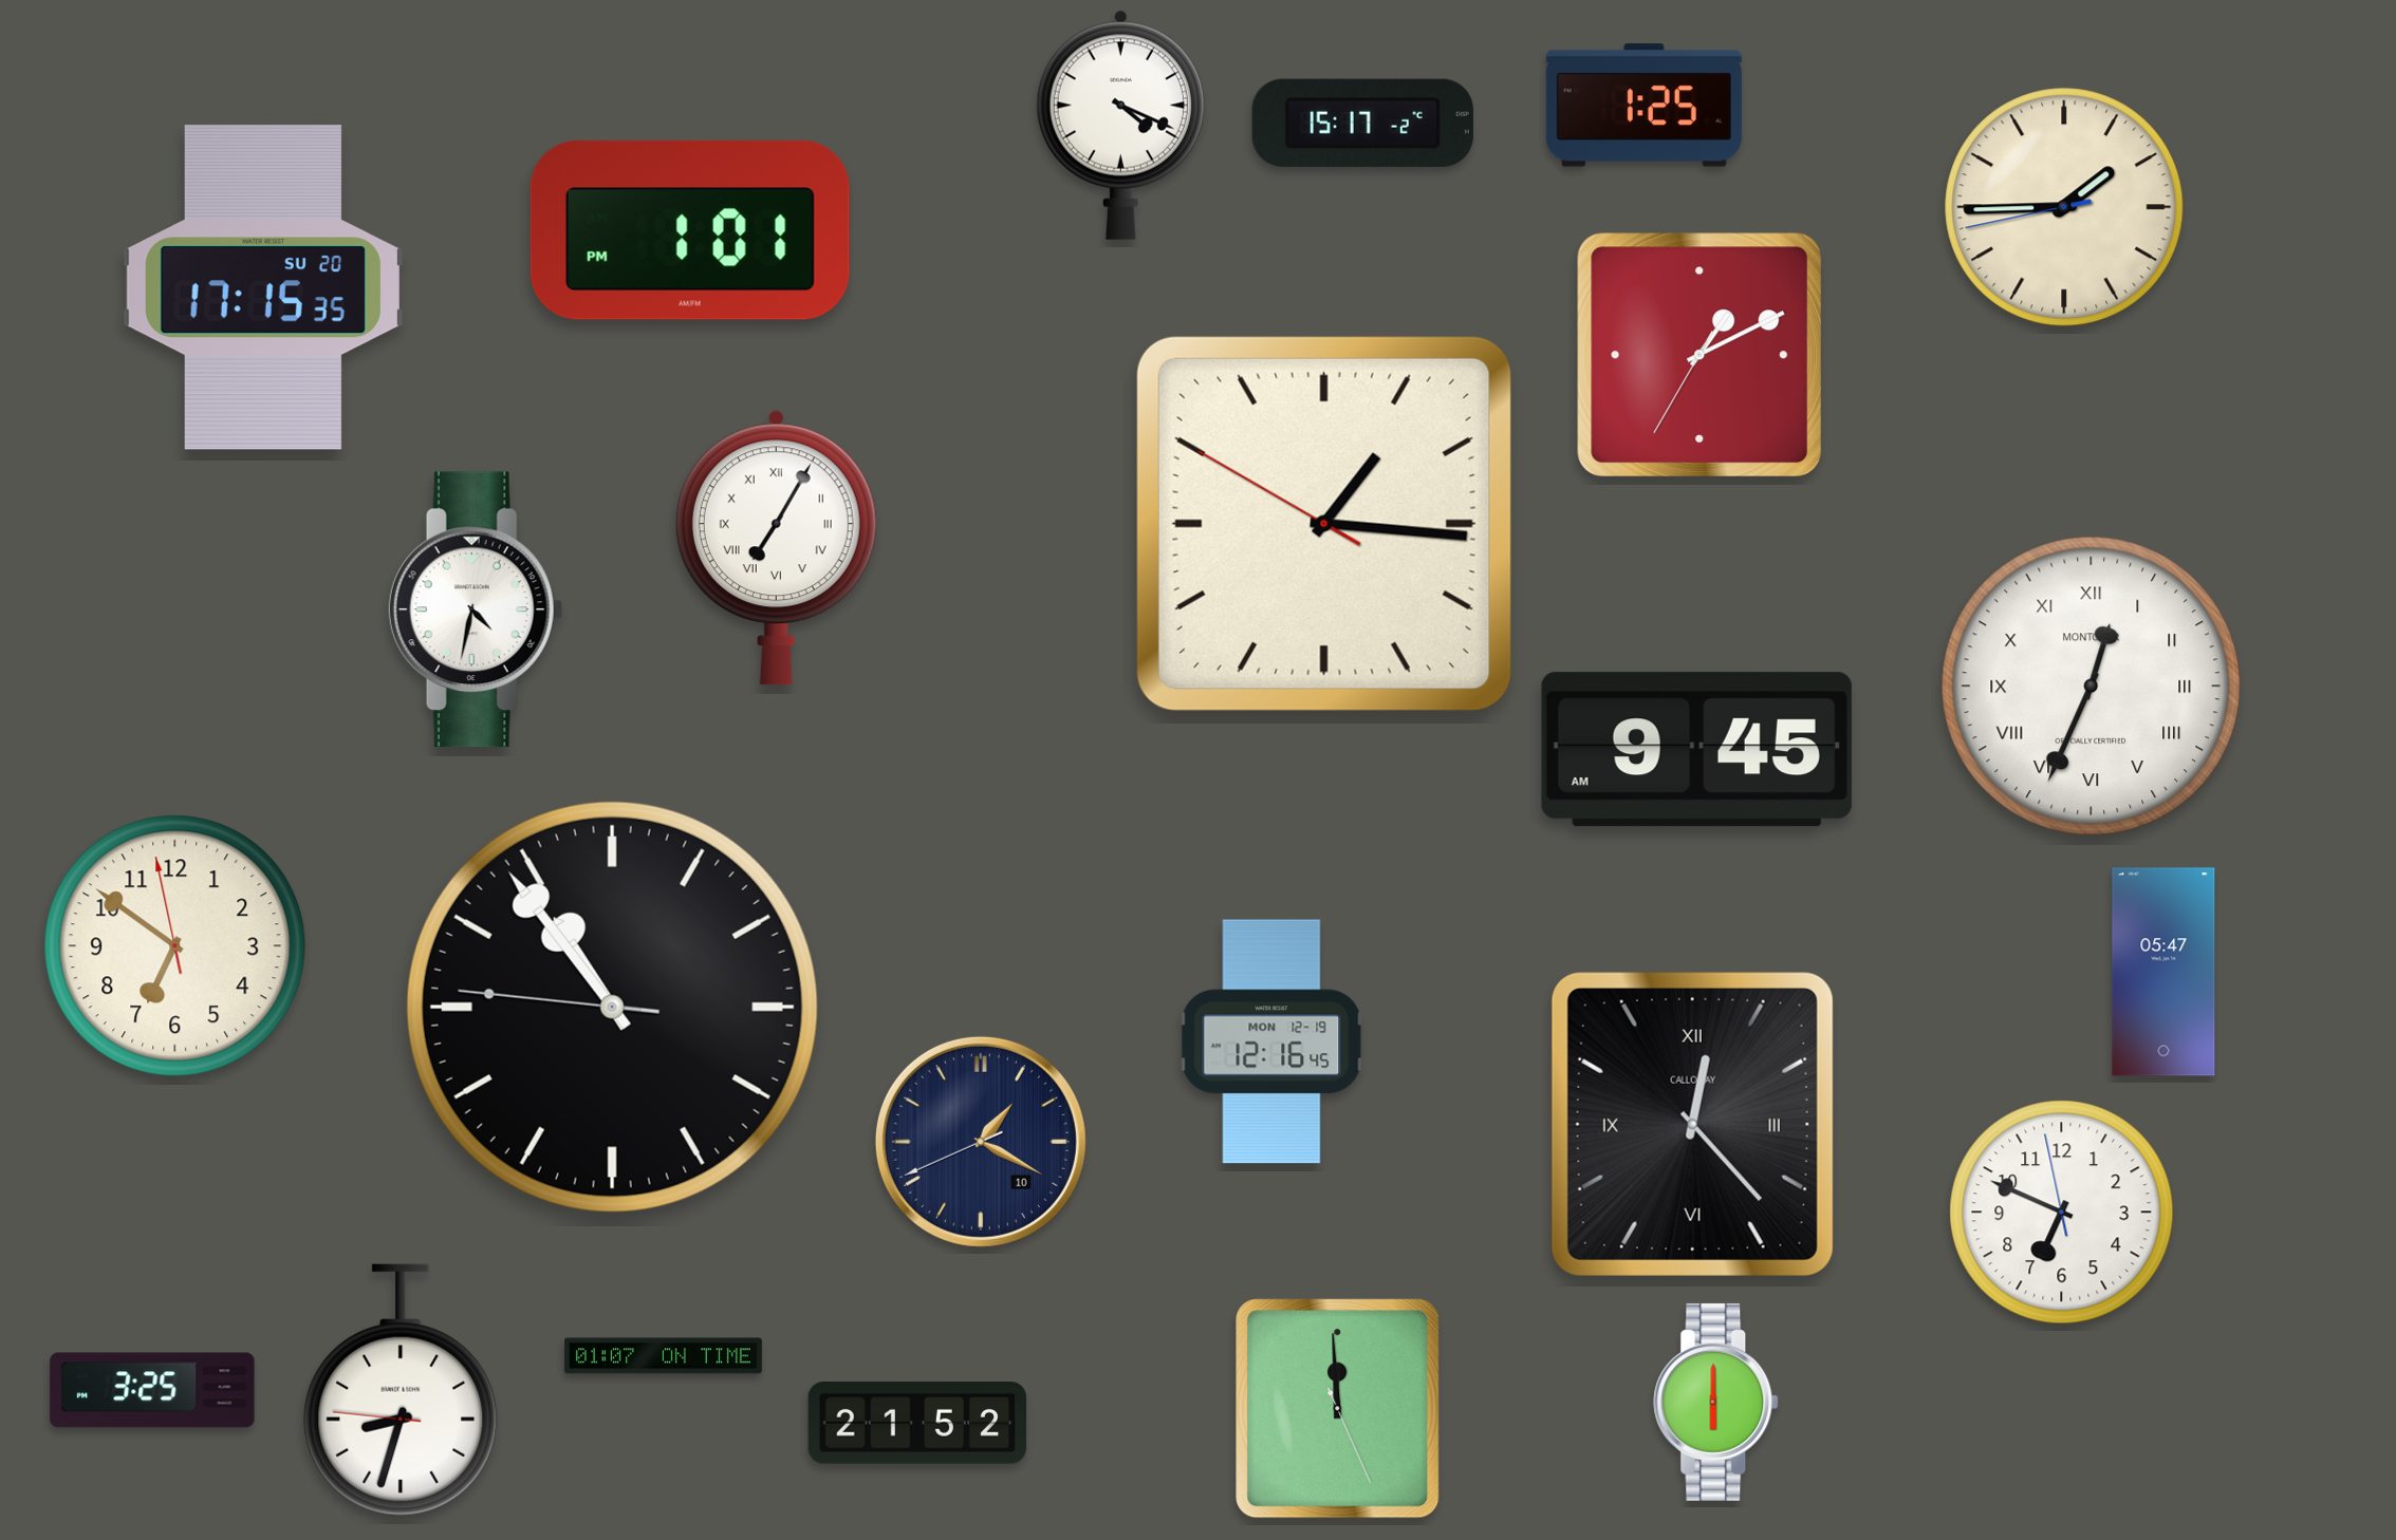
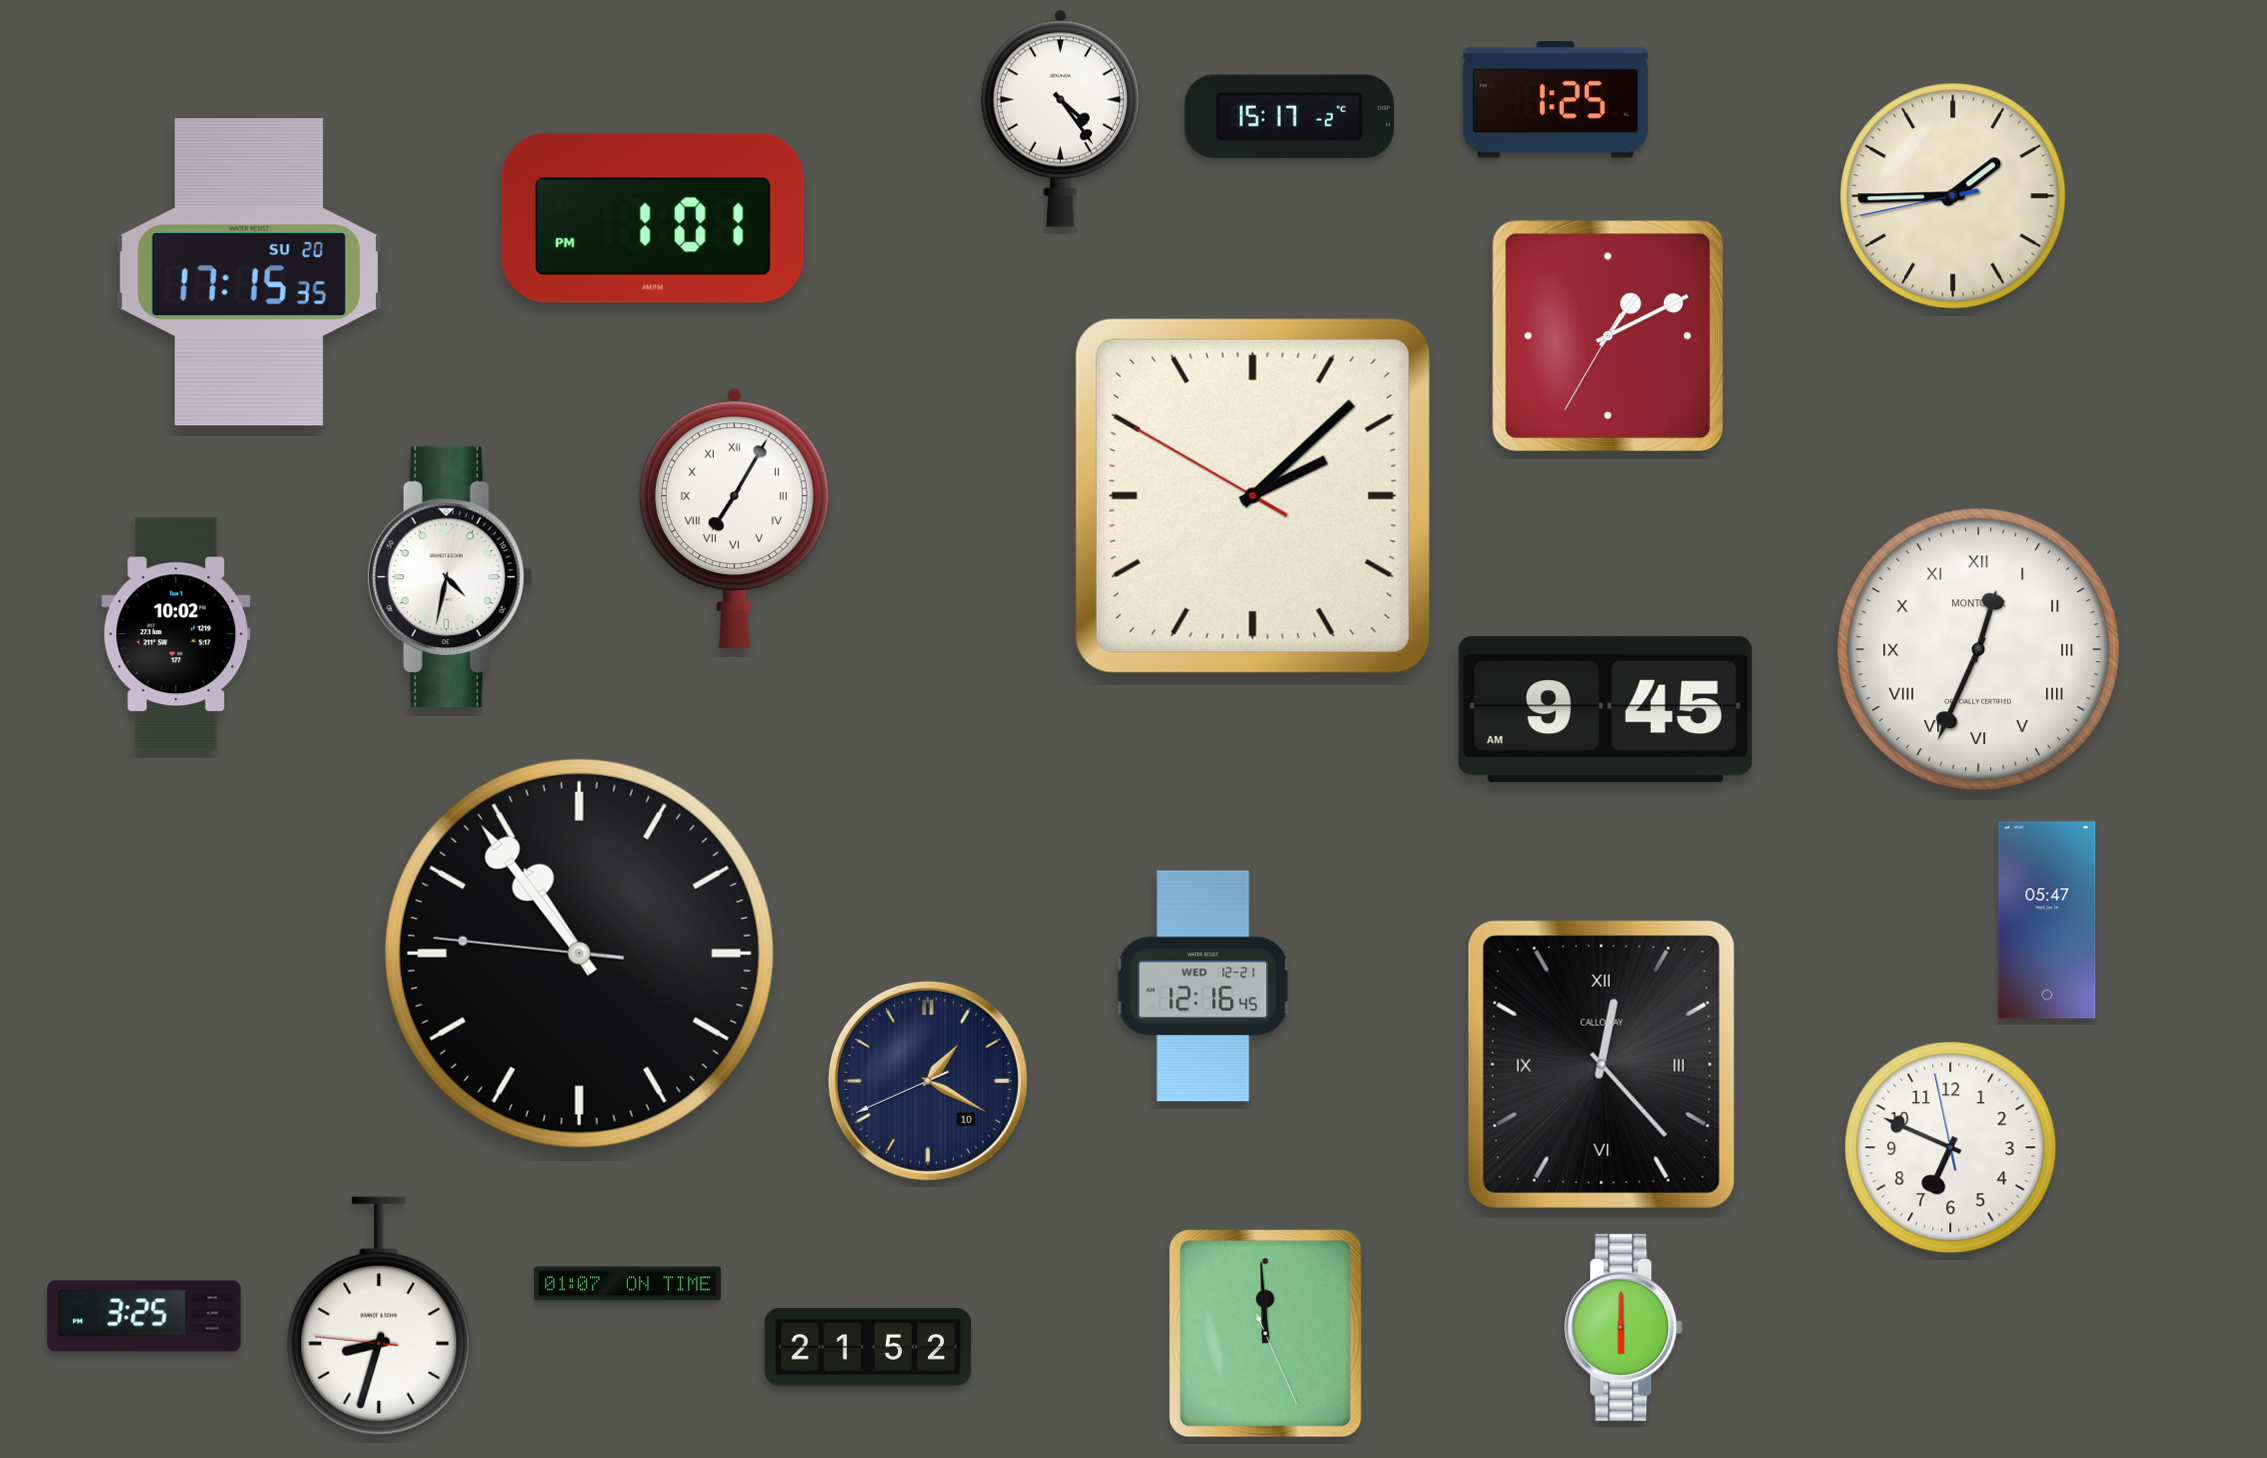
clock at (1120, 125): 4:19 -> 4:24
clock at (1324, 524): 1:15 -> 2:07
clock at (176, 634): none -> 10:02
clock at (175, 946): 6:50 -> none
clock at (1271, 1041) date: MON 12-19 -> WED 12-21
